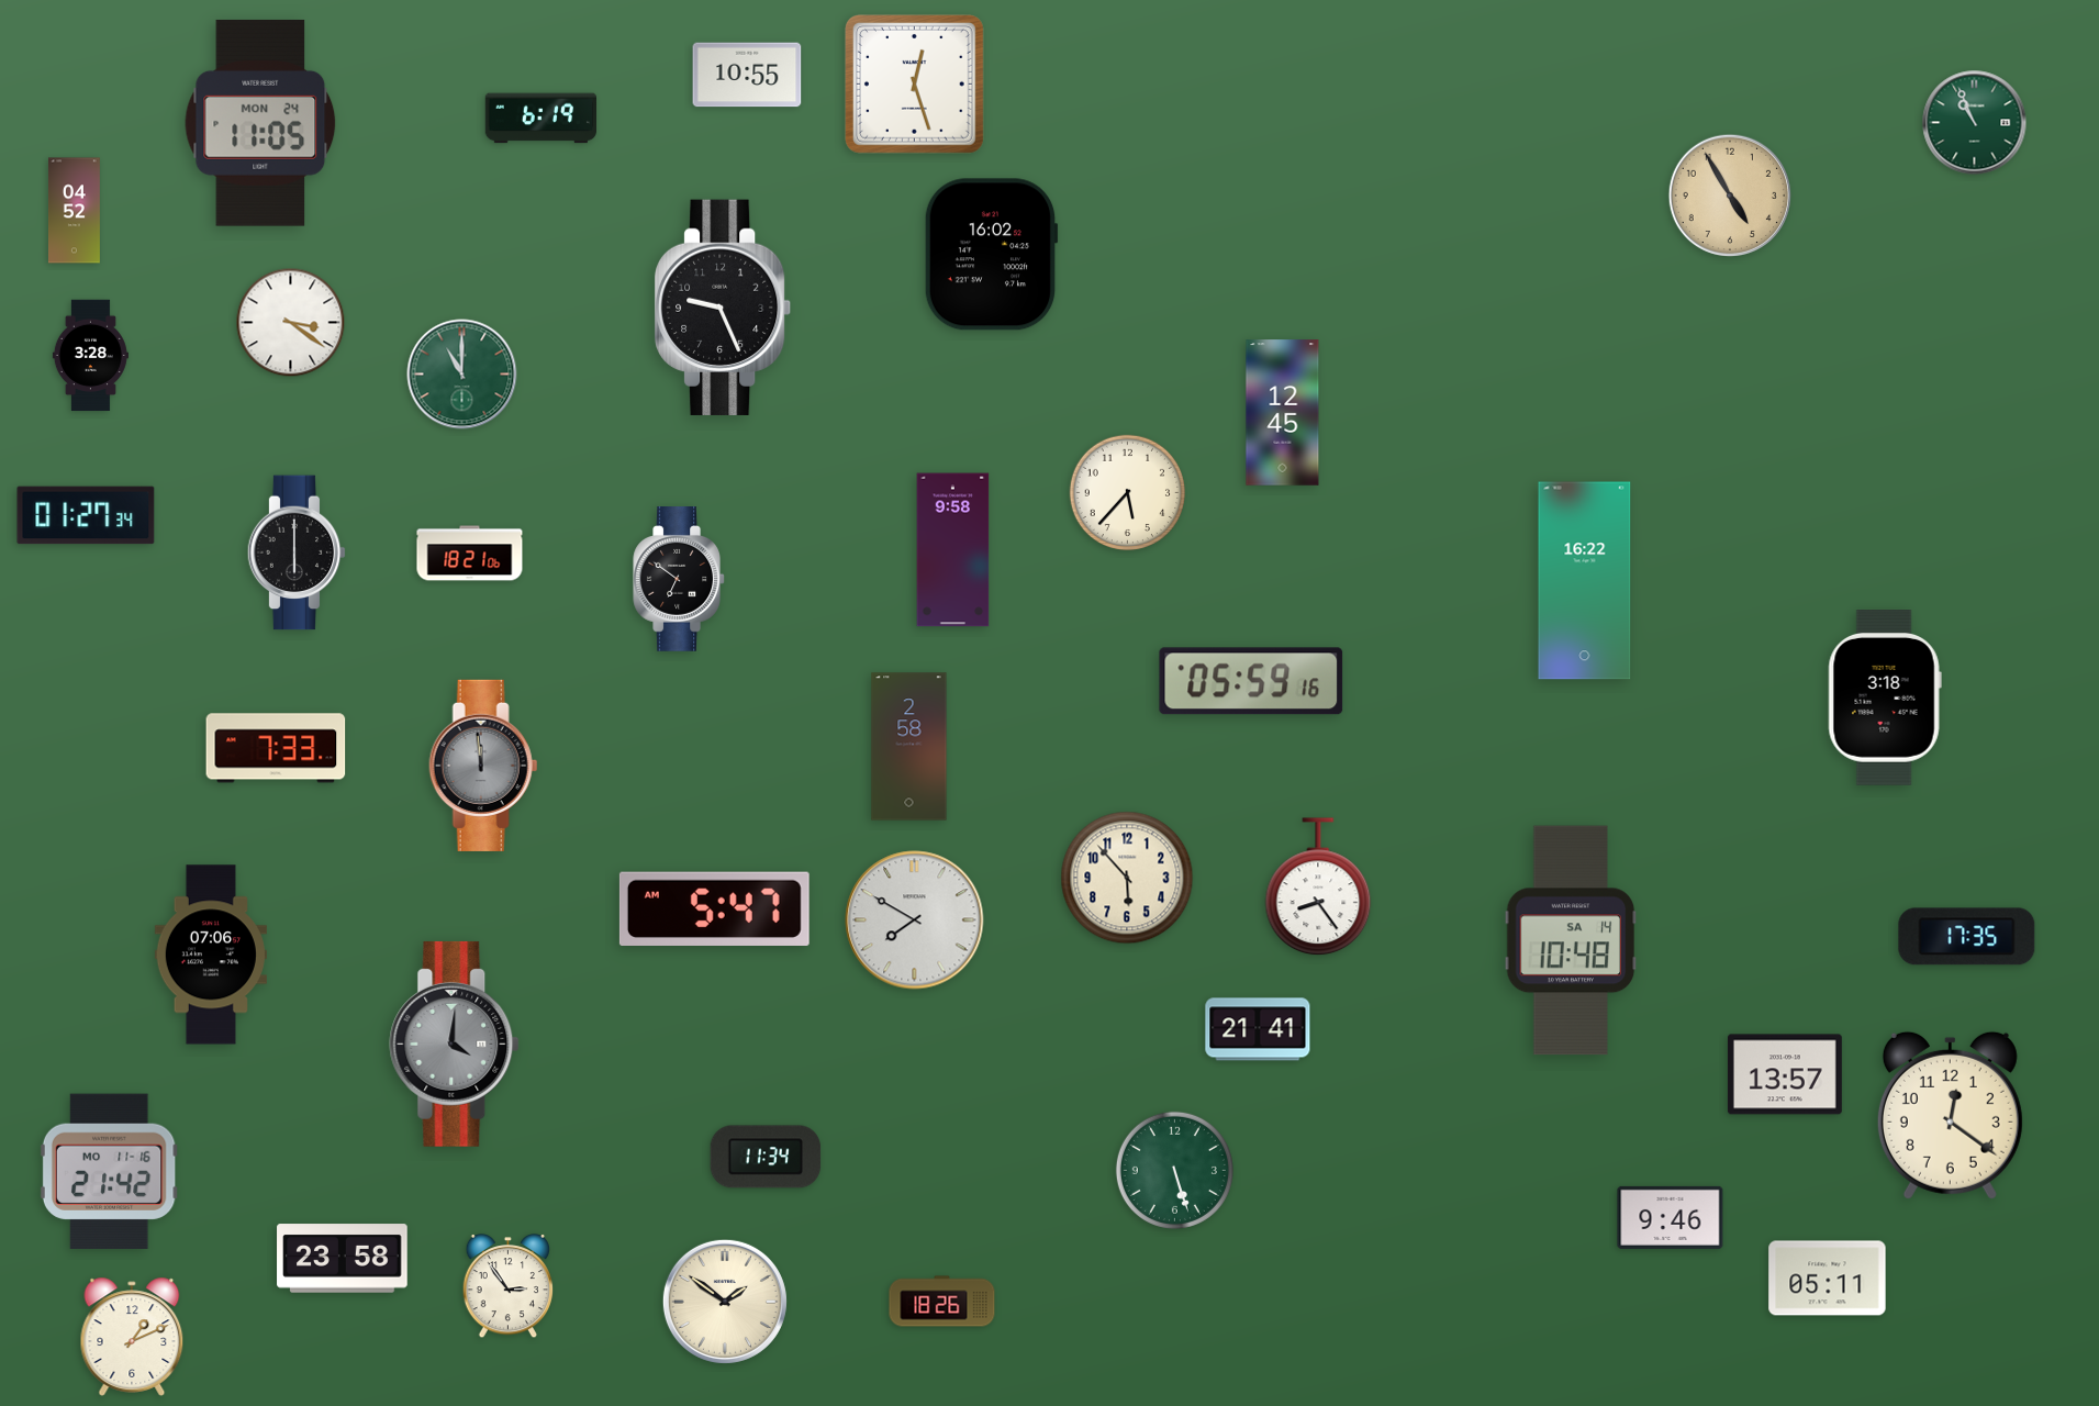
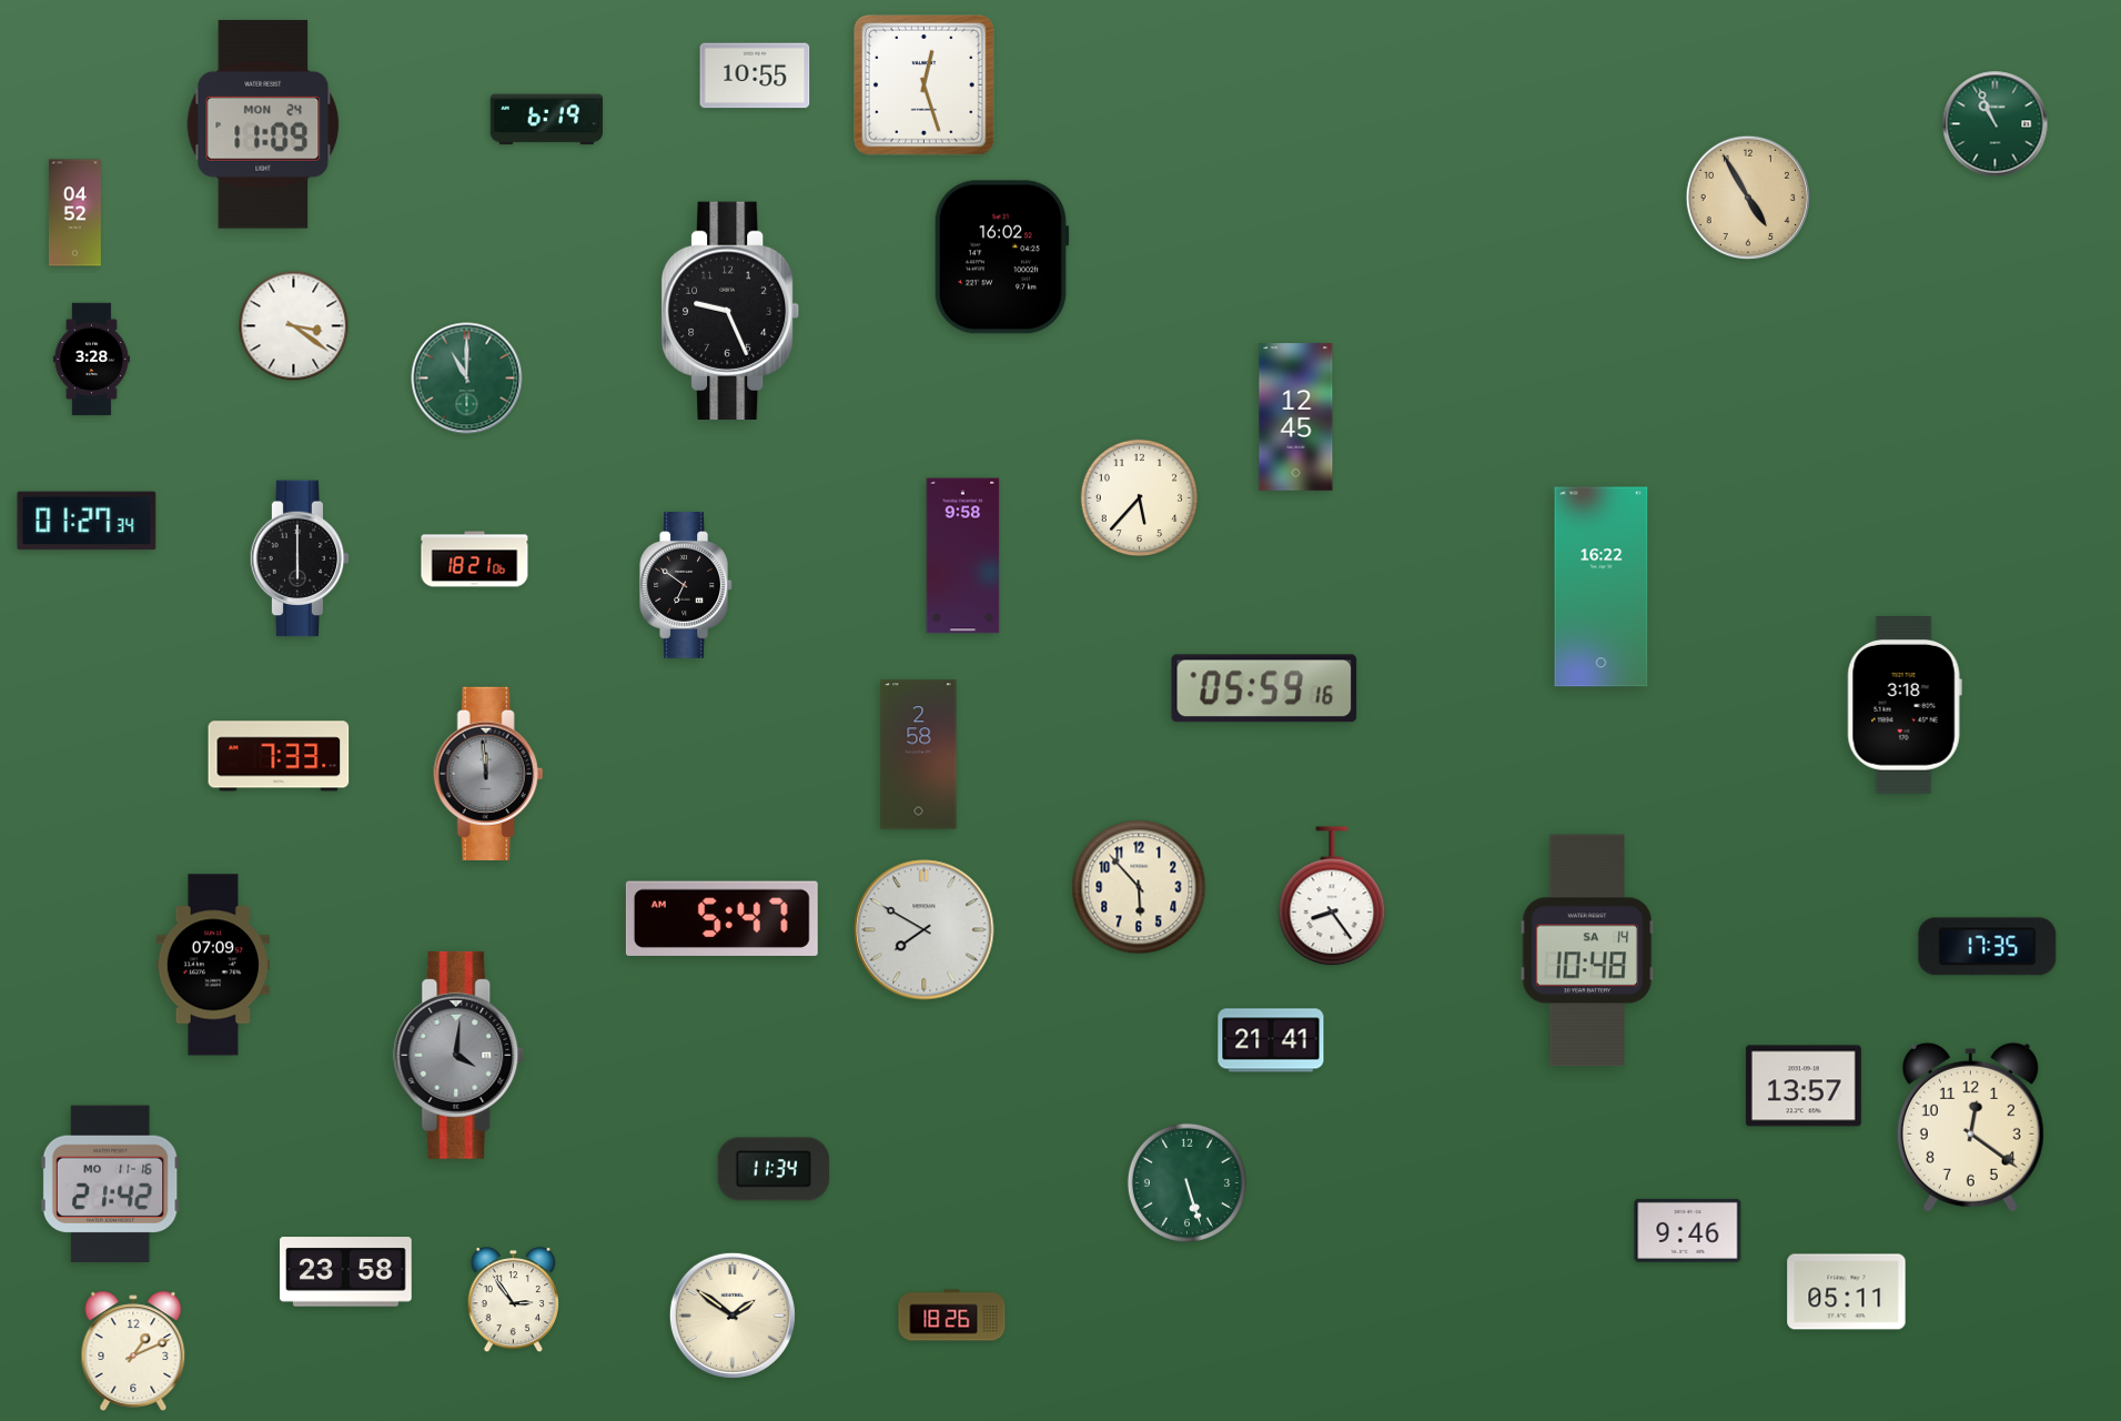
clock at (260, 123): 11:05 -> 11:09
clock at (211, 955): 07:06 -> 07:09
